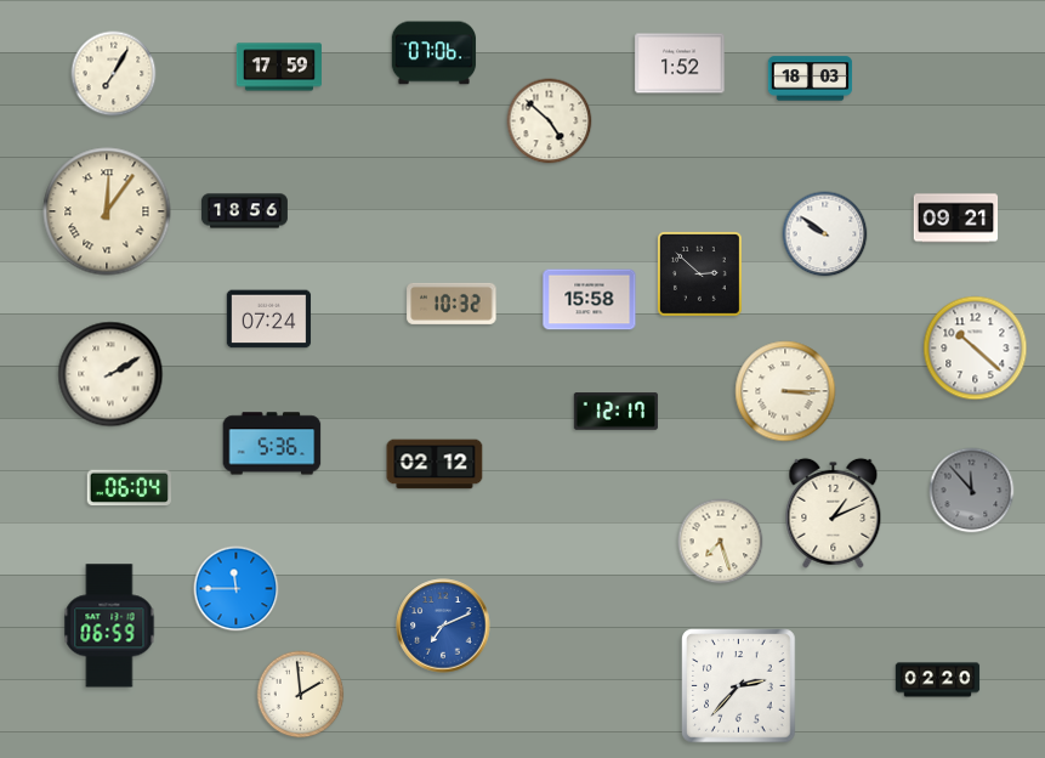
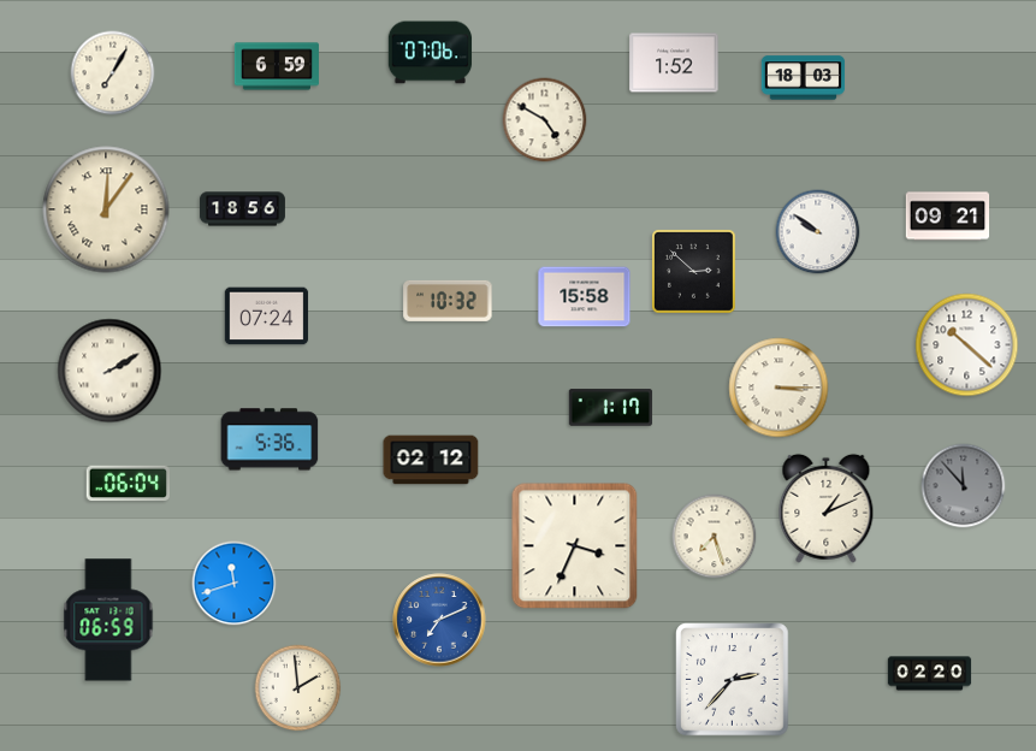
clock at (279, 67): 17:59 -> 6:59
clock at (550, 121): 4:52 -> 4:50
clock at (617, 412): 12:17 -> 1:17
clock at (575, 546): none -> 3:34
clock at (237, 589): 11:45 -> 11:42
